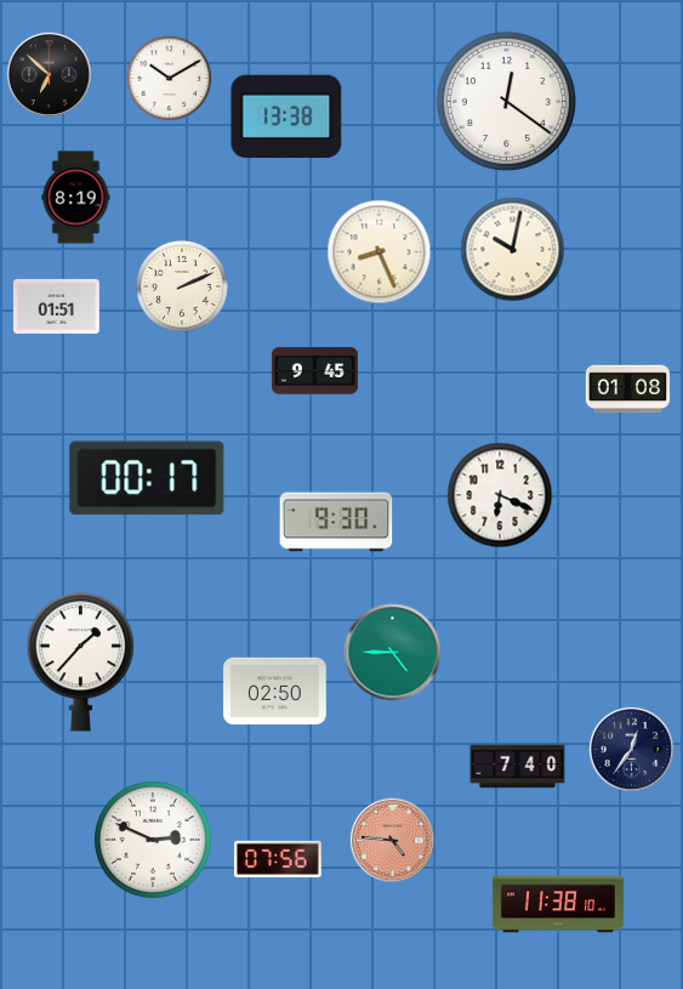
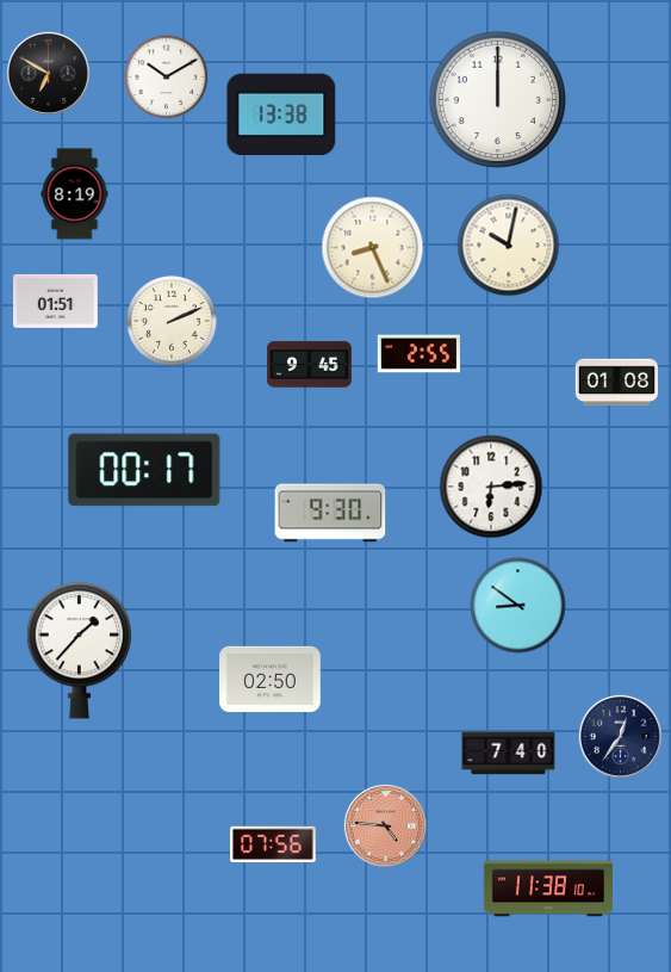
clock at (49, 74): 6:52 -> 6:50
clock at (506, 101): 12:21 -> 12:00
clock at (513, 250) position: (513, 250) -> (509, 246)
clock at (182, 286) position: (182, 286) -> (172, 321)
clock at (418, 354): none -> 2:55
clock at (500, 495): 6:19 -> 6:14
clock at (518, 606): none -> 8:51
clock at (393, 653): 4:45 -> none
clock at (153, 840): 2:49 -> none
